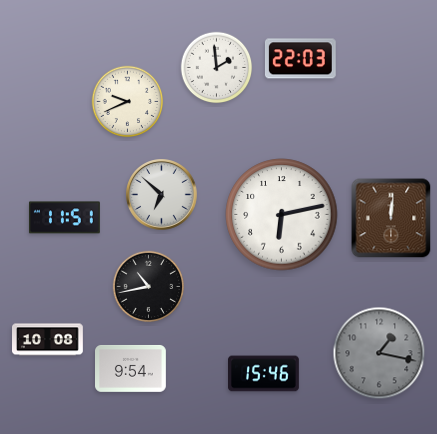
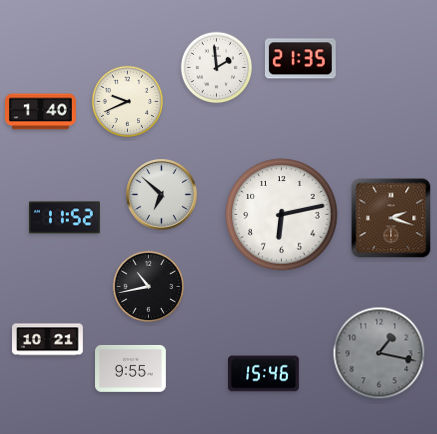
clock at (300, 59): 22:03 -> 21:35
clock at (41, 112): none -> 1:40
clock at (65, 218): 11:51 -> 11:52
clock at (391, 218): 12:01 -> 2:18
clock at (48, 340): 10:08 -> 10:21
clock at (131, 368): 9:54 -> 9:55
